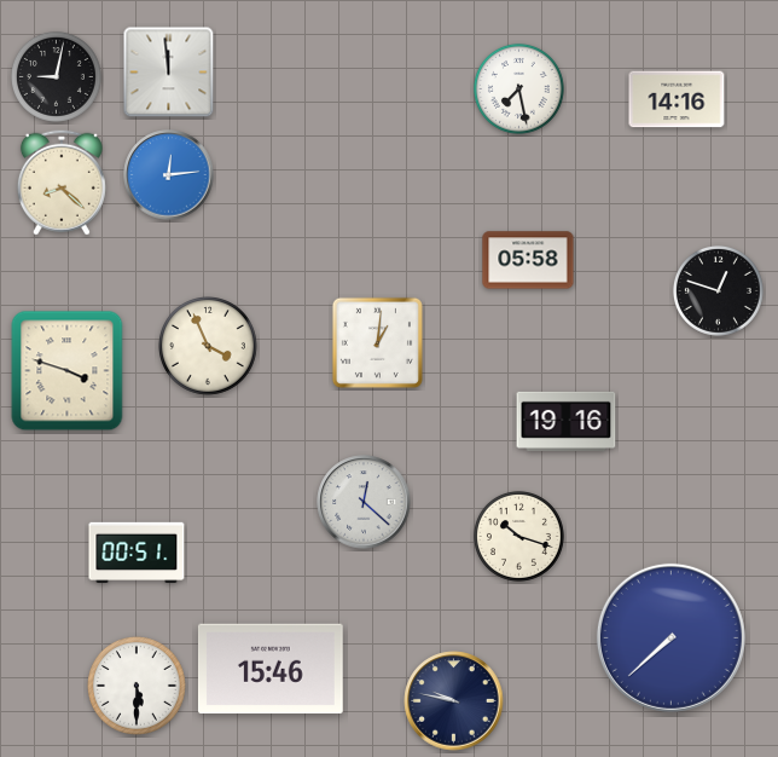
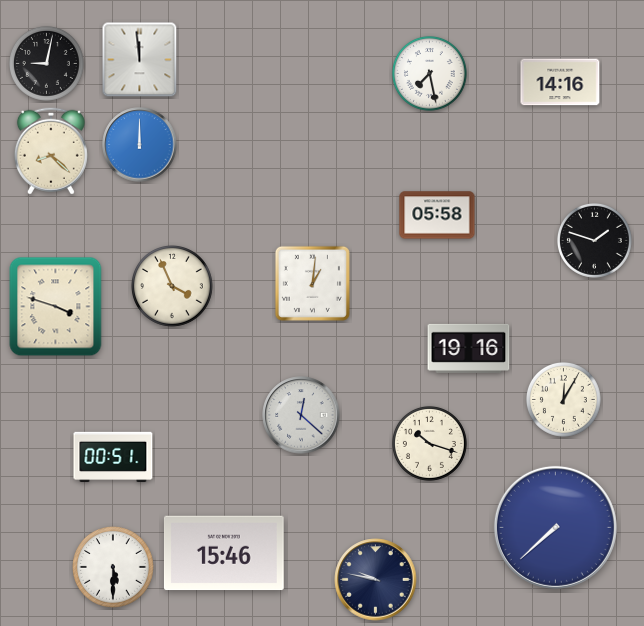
clock at (169, 175): 12:14 -> 12:00
clock at (718, 290): 12:48 -> 1:48
clock at (563, 399): none -> 12:05
